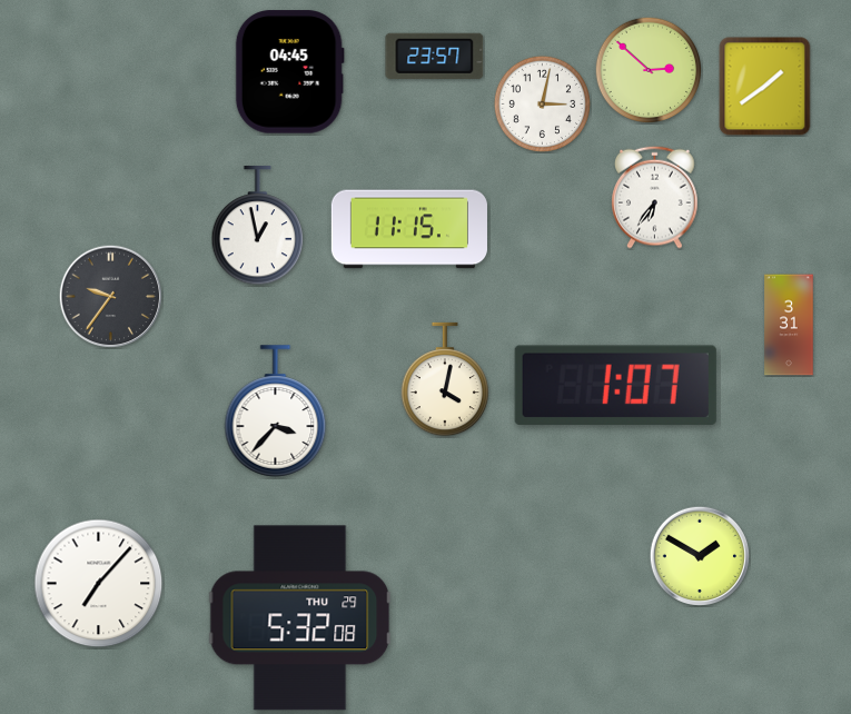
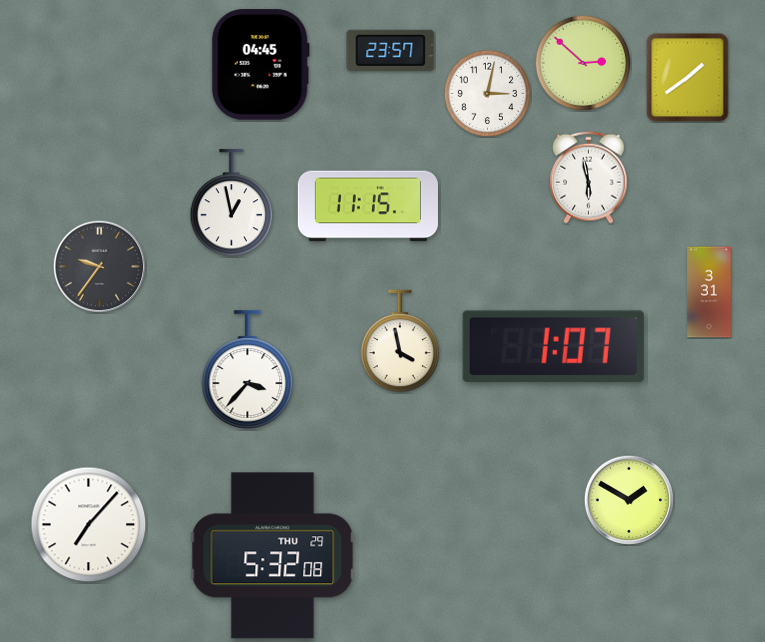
clock at (655, 197): 6:36 -> 5:58
clock at (445, 379): 4:02 -> 3:58
clock at (300, 618) position: (300, 618) -> (273, 556)
